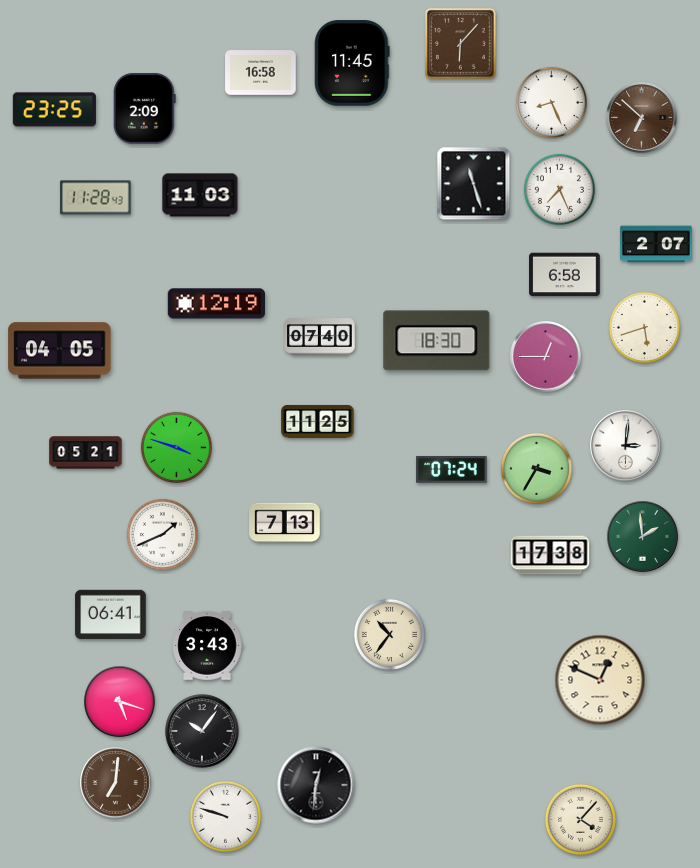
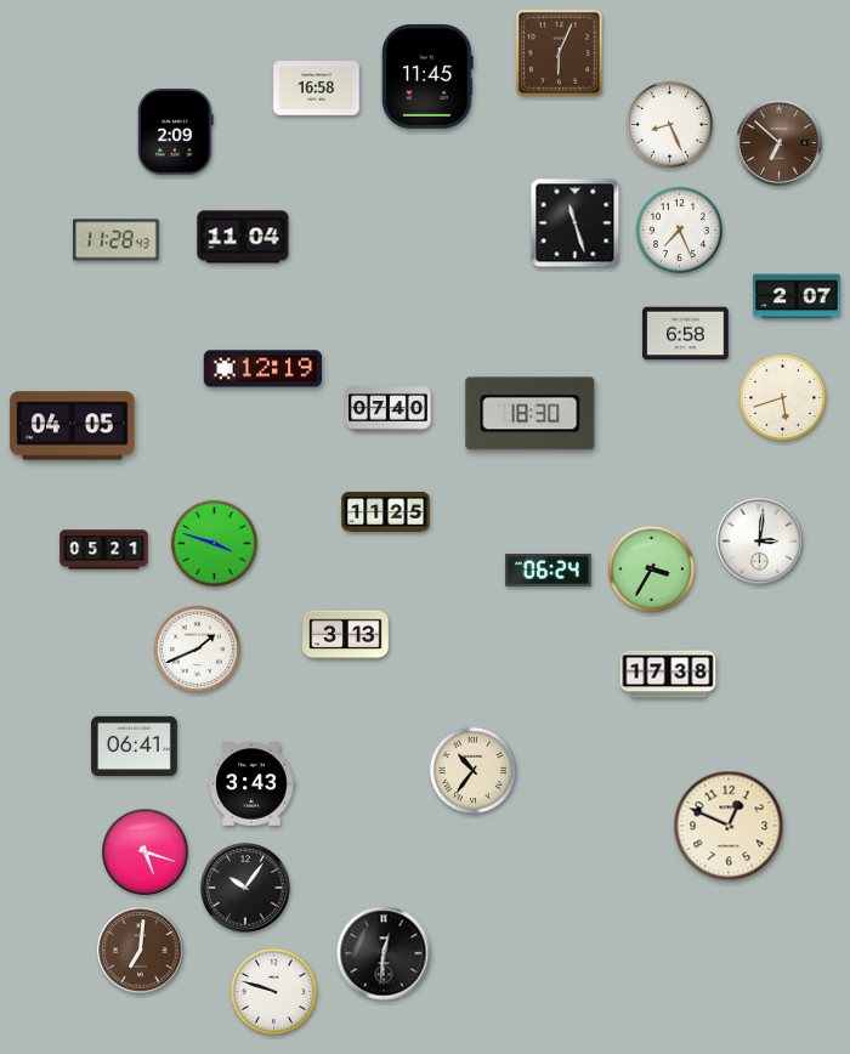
clock at (460, 43): 6:07 -> 6:04
clock at (54, 110): 23:25 -> none
clock at (200, 195): 11:03 -> 11:04
clock at (546, 357): 12:45 -> none
clock at (452, 469): 07:24 -> 06:24
clock at (285, 523): 7:13 -> 3:13
clock at (643, 537): 1:59 -> none
clock at (580, 819): 4:07 -> none
